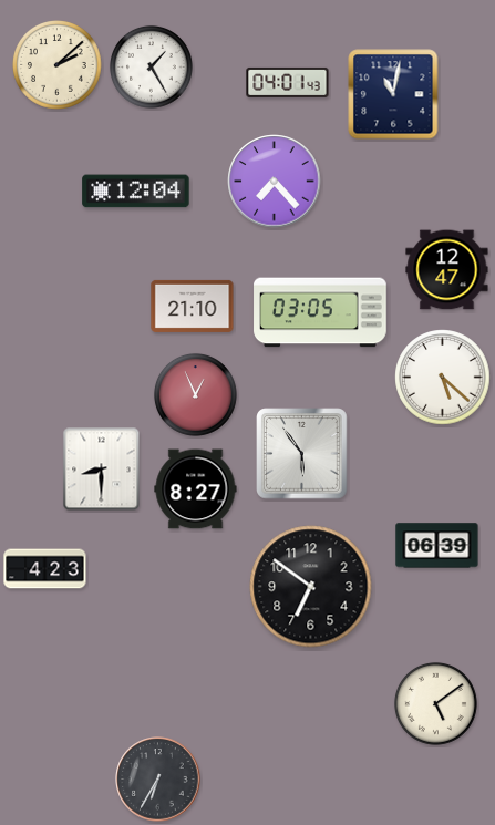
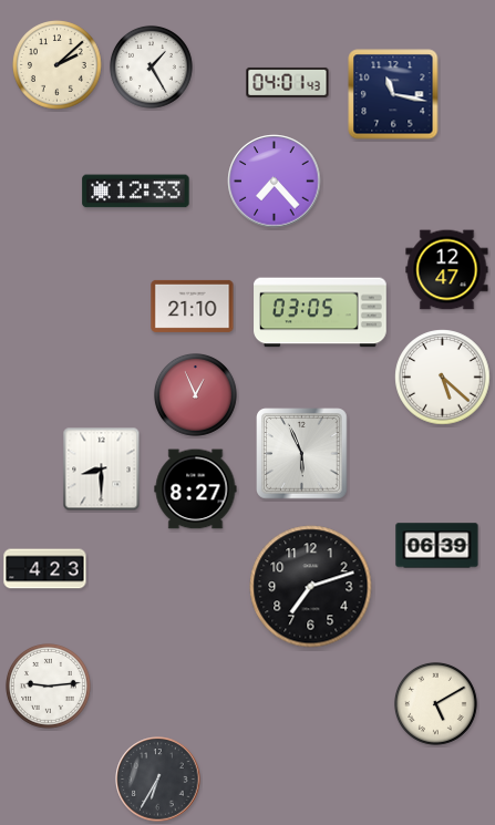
clock at (393, 94): 11:02 -> 11:17
clock at (136, 192): 12:04 -> 12:33
clock at (302, 454): 5:54 -> 5:56
clock at (311, 587): 6:51 -> 7:12
clock at (49, 687): none -> 9:14
clock at (435, 703): 5:09 -> 5:10
